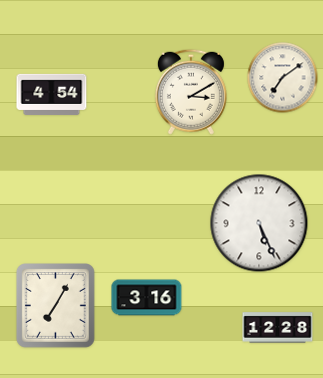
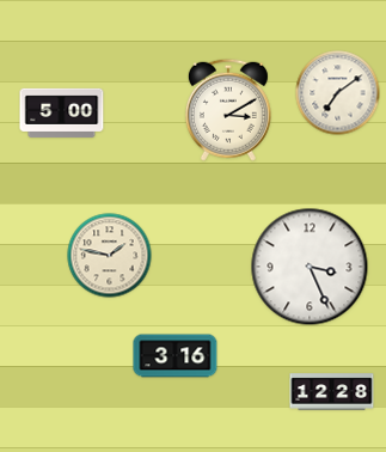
clock at (52, 94): 4:54 -> 5:00
clock at (110, 256): none -> 1:47
clock at (259, 223): 5:26 -> 3:26
clock at (56, 306): 7:05 -> none
